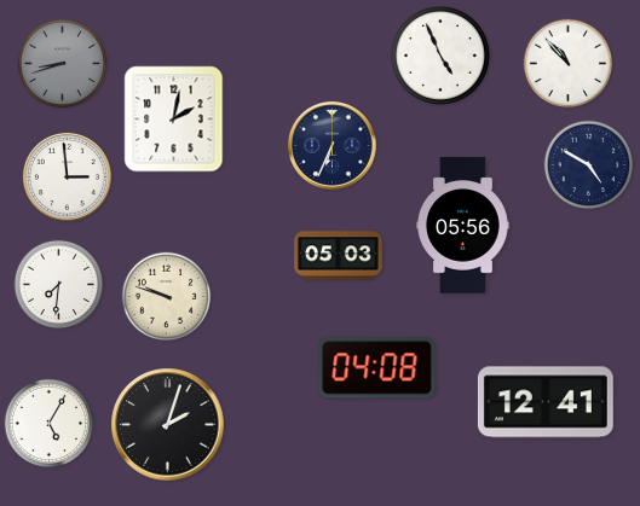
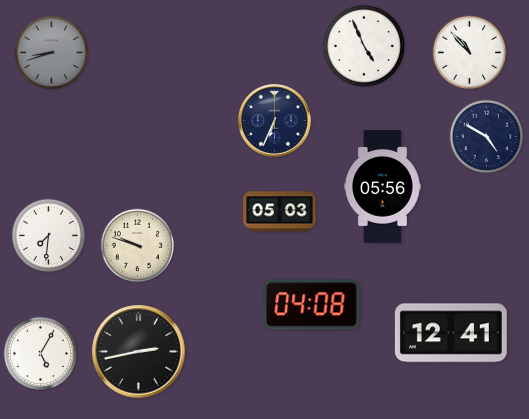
clock at (174, 120): 2:02 -> none
clock at (67, 176): 2:59 -> none
clock at (50, 424) position: (50, 424) -> (41, 354)
clock at (168, 425): 2:03 -> 2:43
